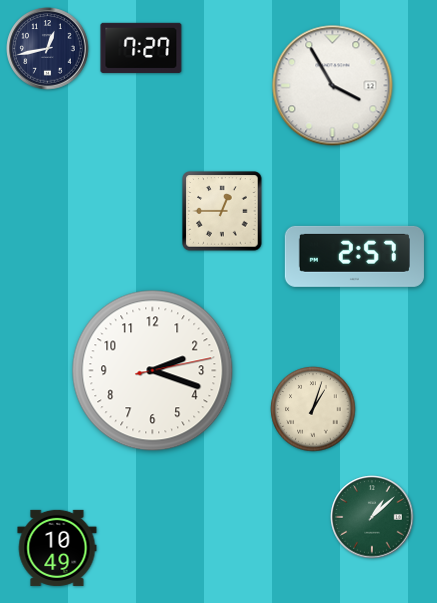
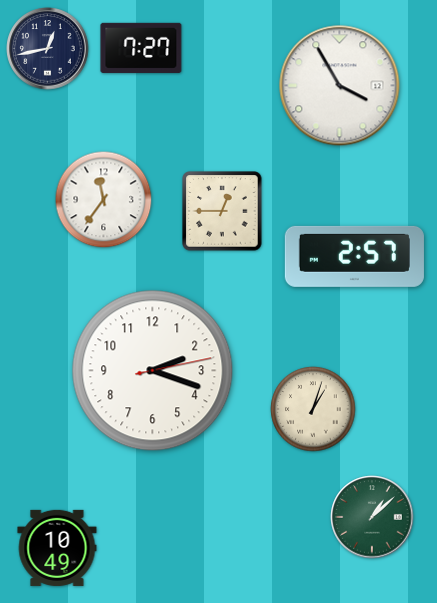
clock at (333, 86) position: (333, 86) -> (340, 86)
clock at (104, 200): none -> 11:36
